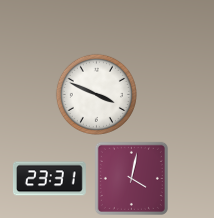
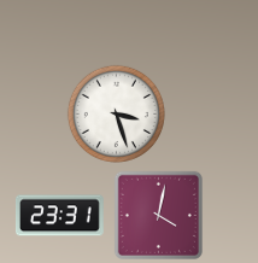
clock at (96, 94): 3:49 -> 3:27
